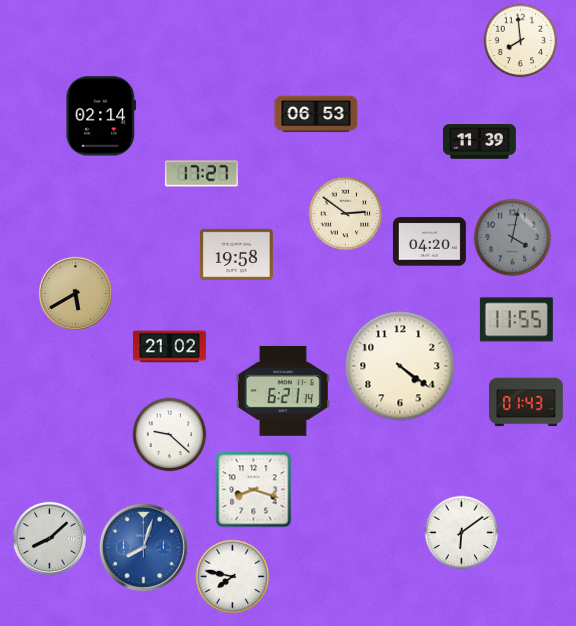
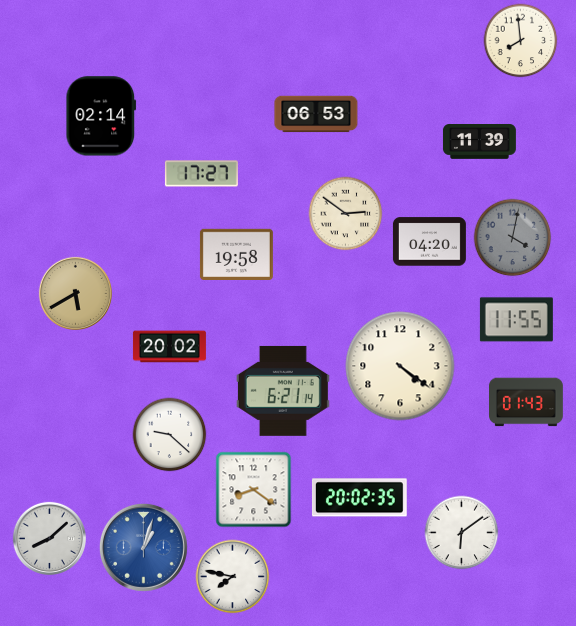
clock at (169, 347): 21:02 -> 20:02
clock at (254, 490): 8:18 -> 8:21
clock at (359, 498): none -> 20:02
clock at (143, 547): 8:03 -> 1:03
